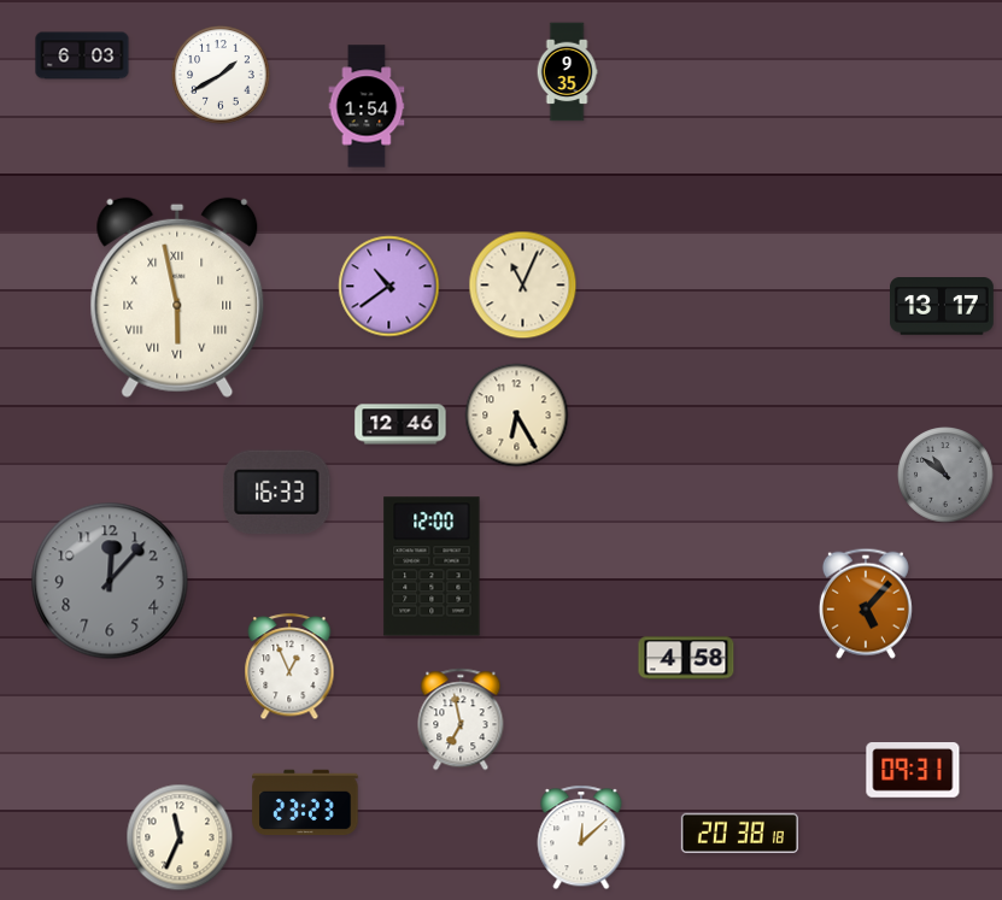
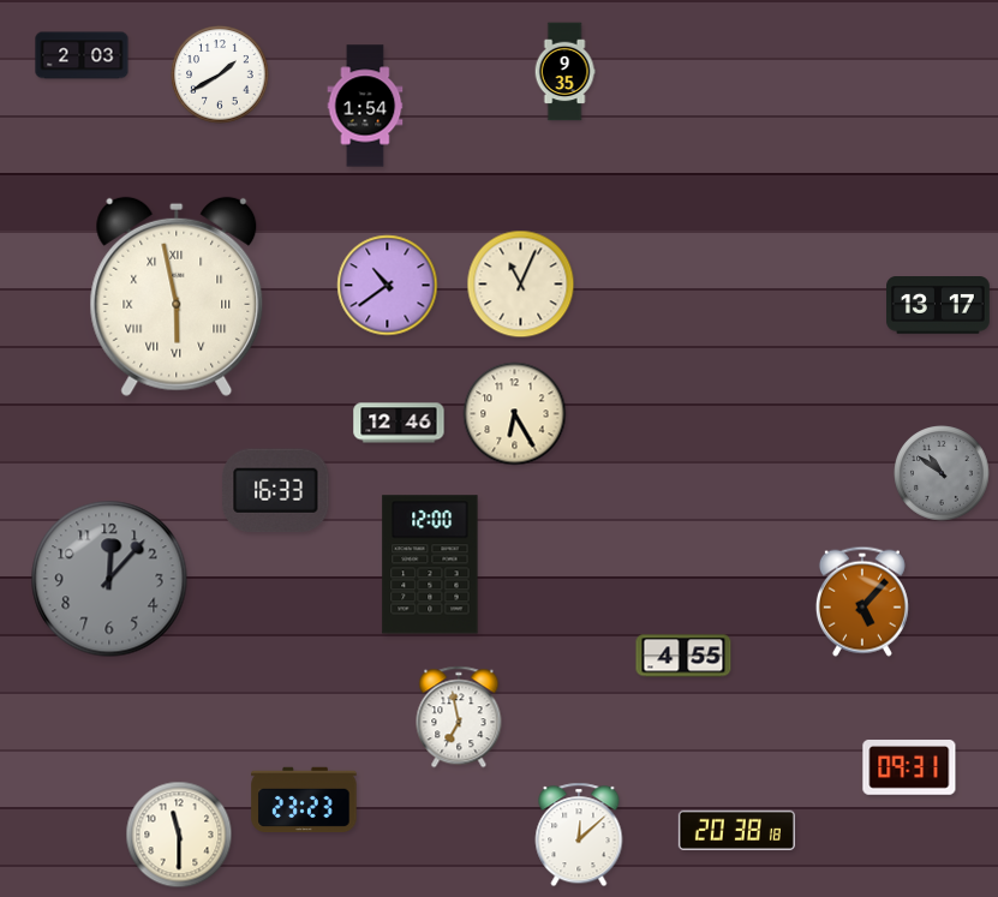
clock at (82, 55): 6:03 -> 2:03
clock at (686, 658): 4:58 -> 4:55
clock at (289, 667): 12:56 -> none
clock at (180, 837): 11:34 -> 11:30
